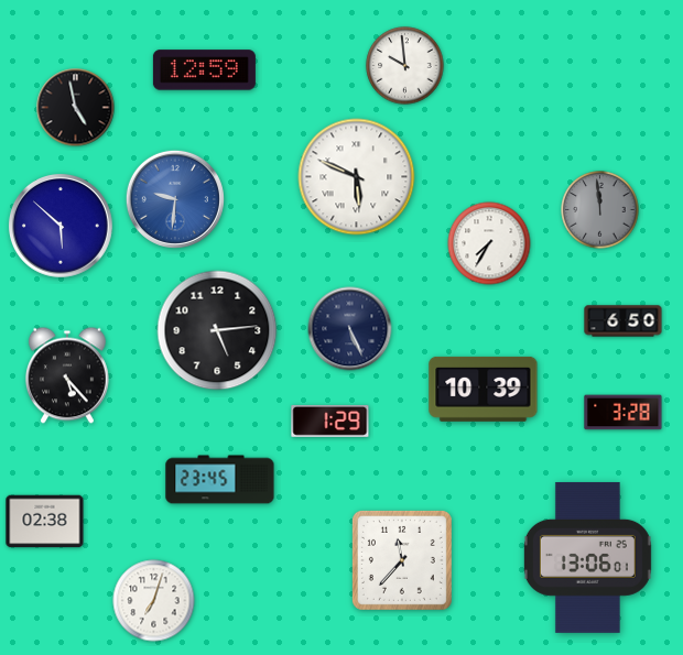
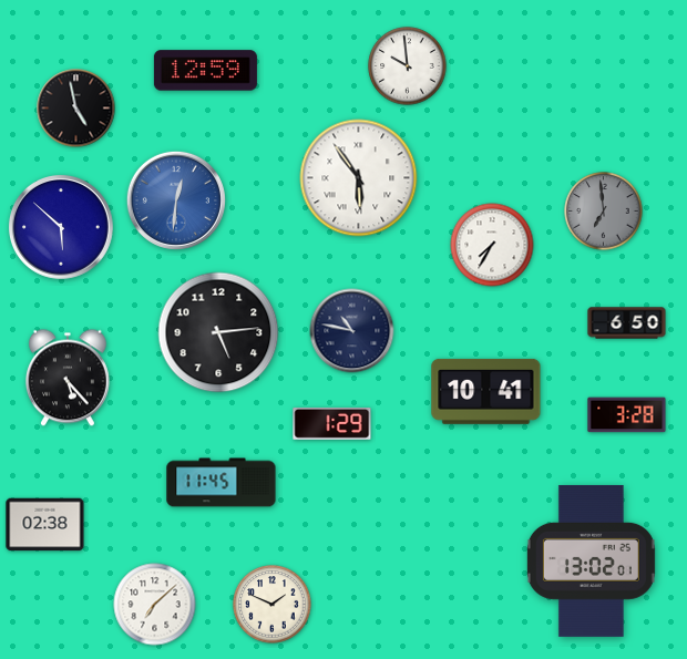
clock at (357, 177): 5:49 -> 5:54
clock at (175, 199): 9:31 -> 12:31
clock at (600, 210): 11:59 -> 6:59
clock at (350, 329): 5:26 -> 10:47
clock at (484, 389): 10:39 -> 10:41
clock at (220, 480): 23:45 -> 11:45
clock at (587, 557): 13:06 -> 13:02
clock at (402, 560): 11:37 -> none
clock at (154, 601): 7:03 -> 7:08
clock at (273, 605): none -> 1:49
